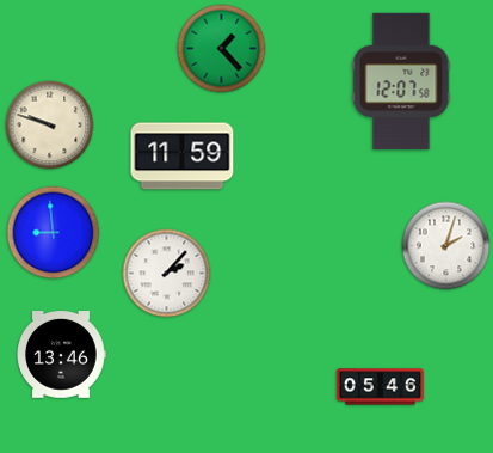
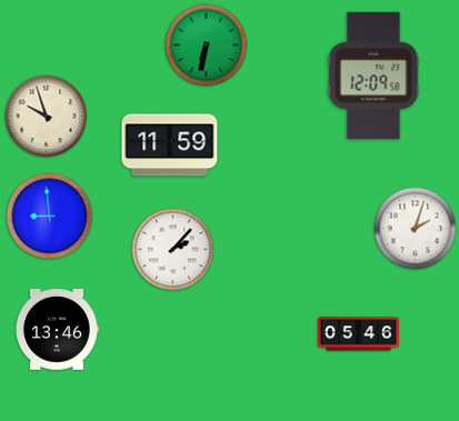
clock at (222, 49): 1:23 -> 6:32
clock at (401, 80): 12:07 -> 12:09
clock at (50, 126): 9:48 -> 9:57
clock at (167, 274) position: (167, 274) -> (173, 250)
clock at (380, 387) position: (380, 387) -> (358, 334)
